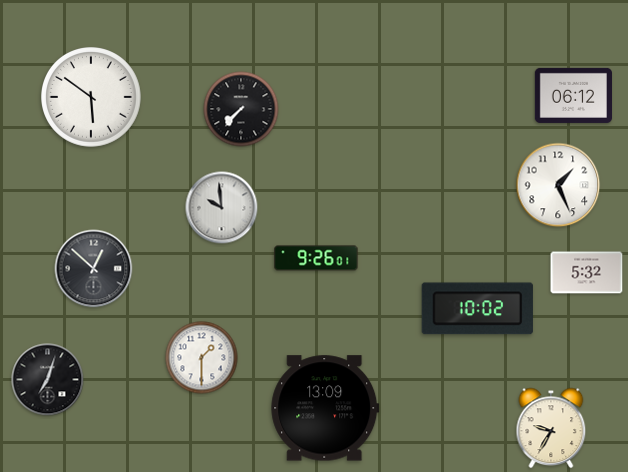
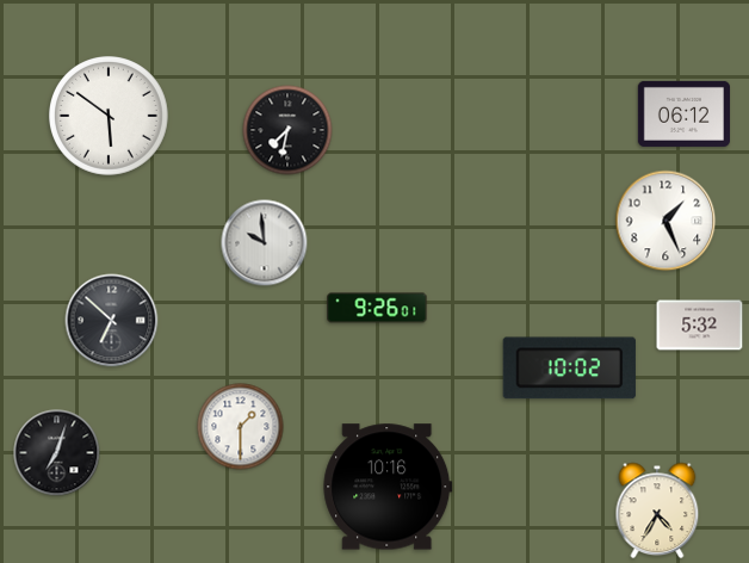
clock at (241, 109): 7:37 -> 7:32
clock at (222, 208) position: (222, 208) -> (265, 243)
clock at (94, 269): 12:52 -> 6:52
clock at (325, 408): 13:09 -> 10:16
clock at (551, 428): 9:35 -> 4:35
